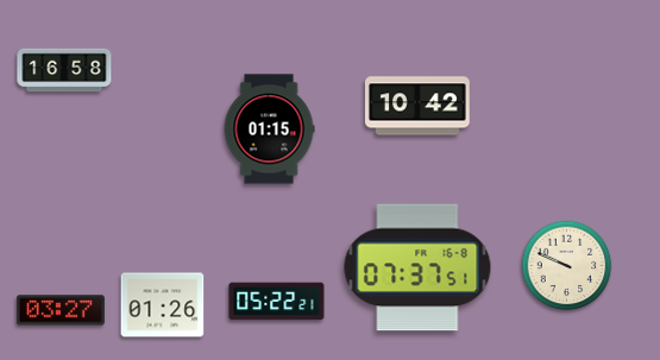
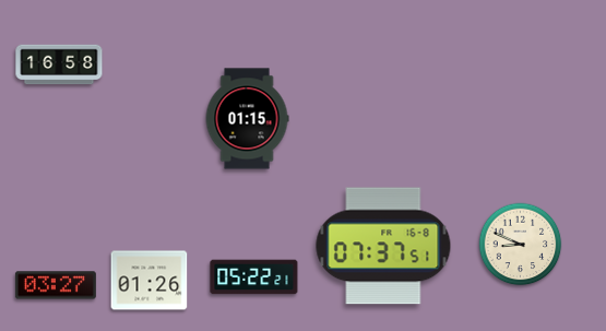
clock at (417, 106): 10:42 -> none
clock at (567, 266): 9:49 -> 8:49
